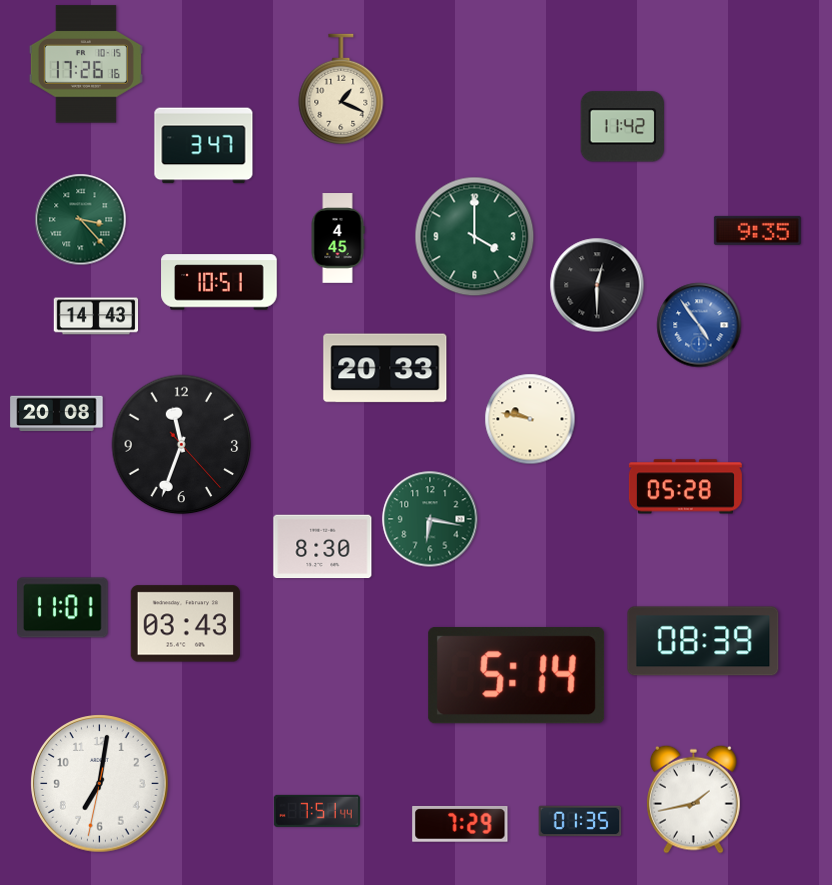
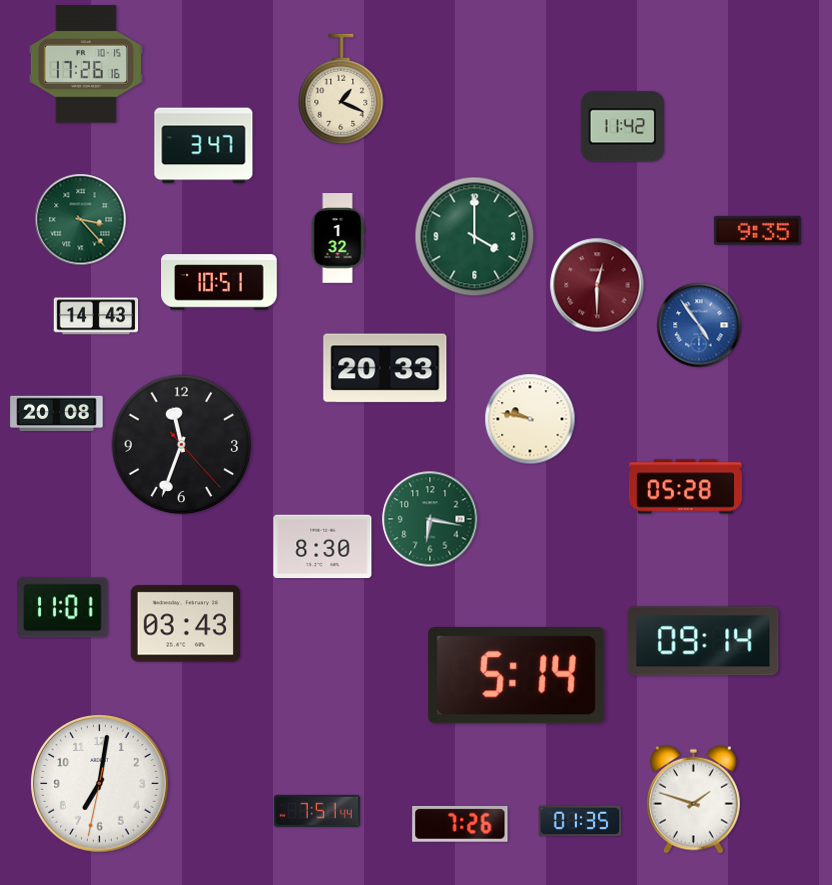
clock at (338, 238): 4:45 -> 1:32
clock at (597, 285) dial: black -> burgundy
clock at (703, 641): 08:39 -> 09:14
clock at (694, 799): 1:43 -> 1:48
clock at (460, 824): 7:29 -> 7:26
